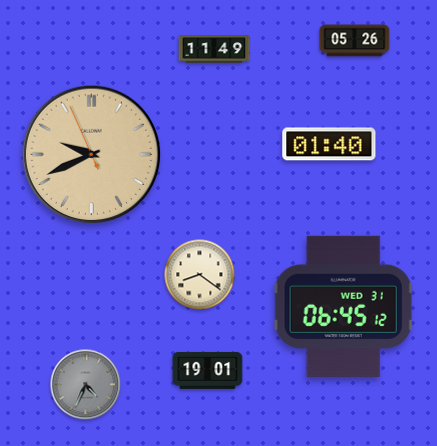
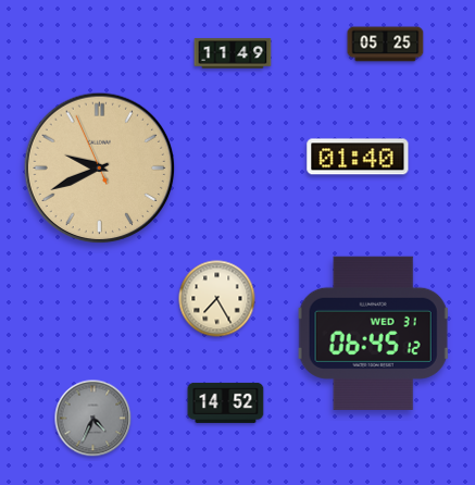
clock at (355, 41): 05:26 -> 05:25
clock at (200, 275): 8:21 -> 7:25
clock at (208, 370): 19:01 -> 14:52
